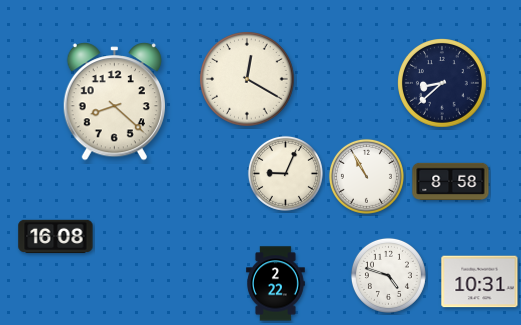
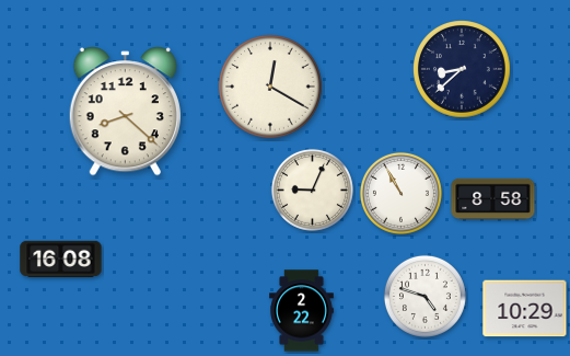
clock at (443, 84) position: (443, 84) -> (463, 70)
clock at (388, 275) position: (388, 275) -> (424, 296)
clock at (480, 282): 10:31 -> 10:29
